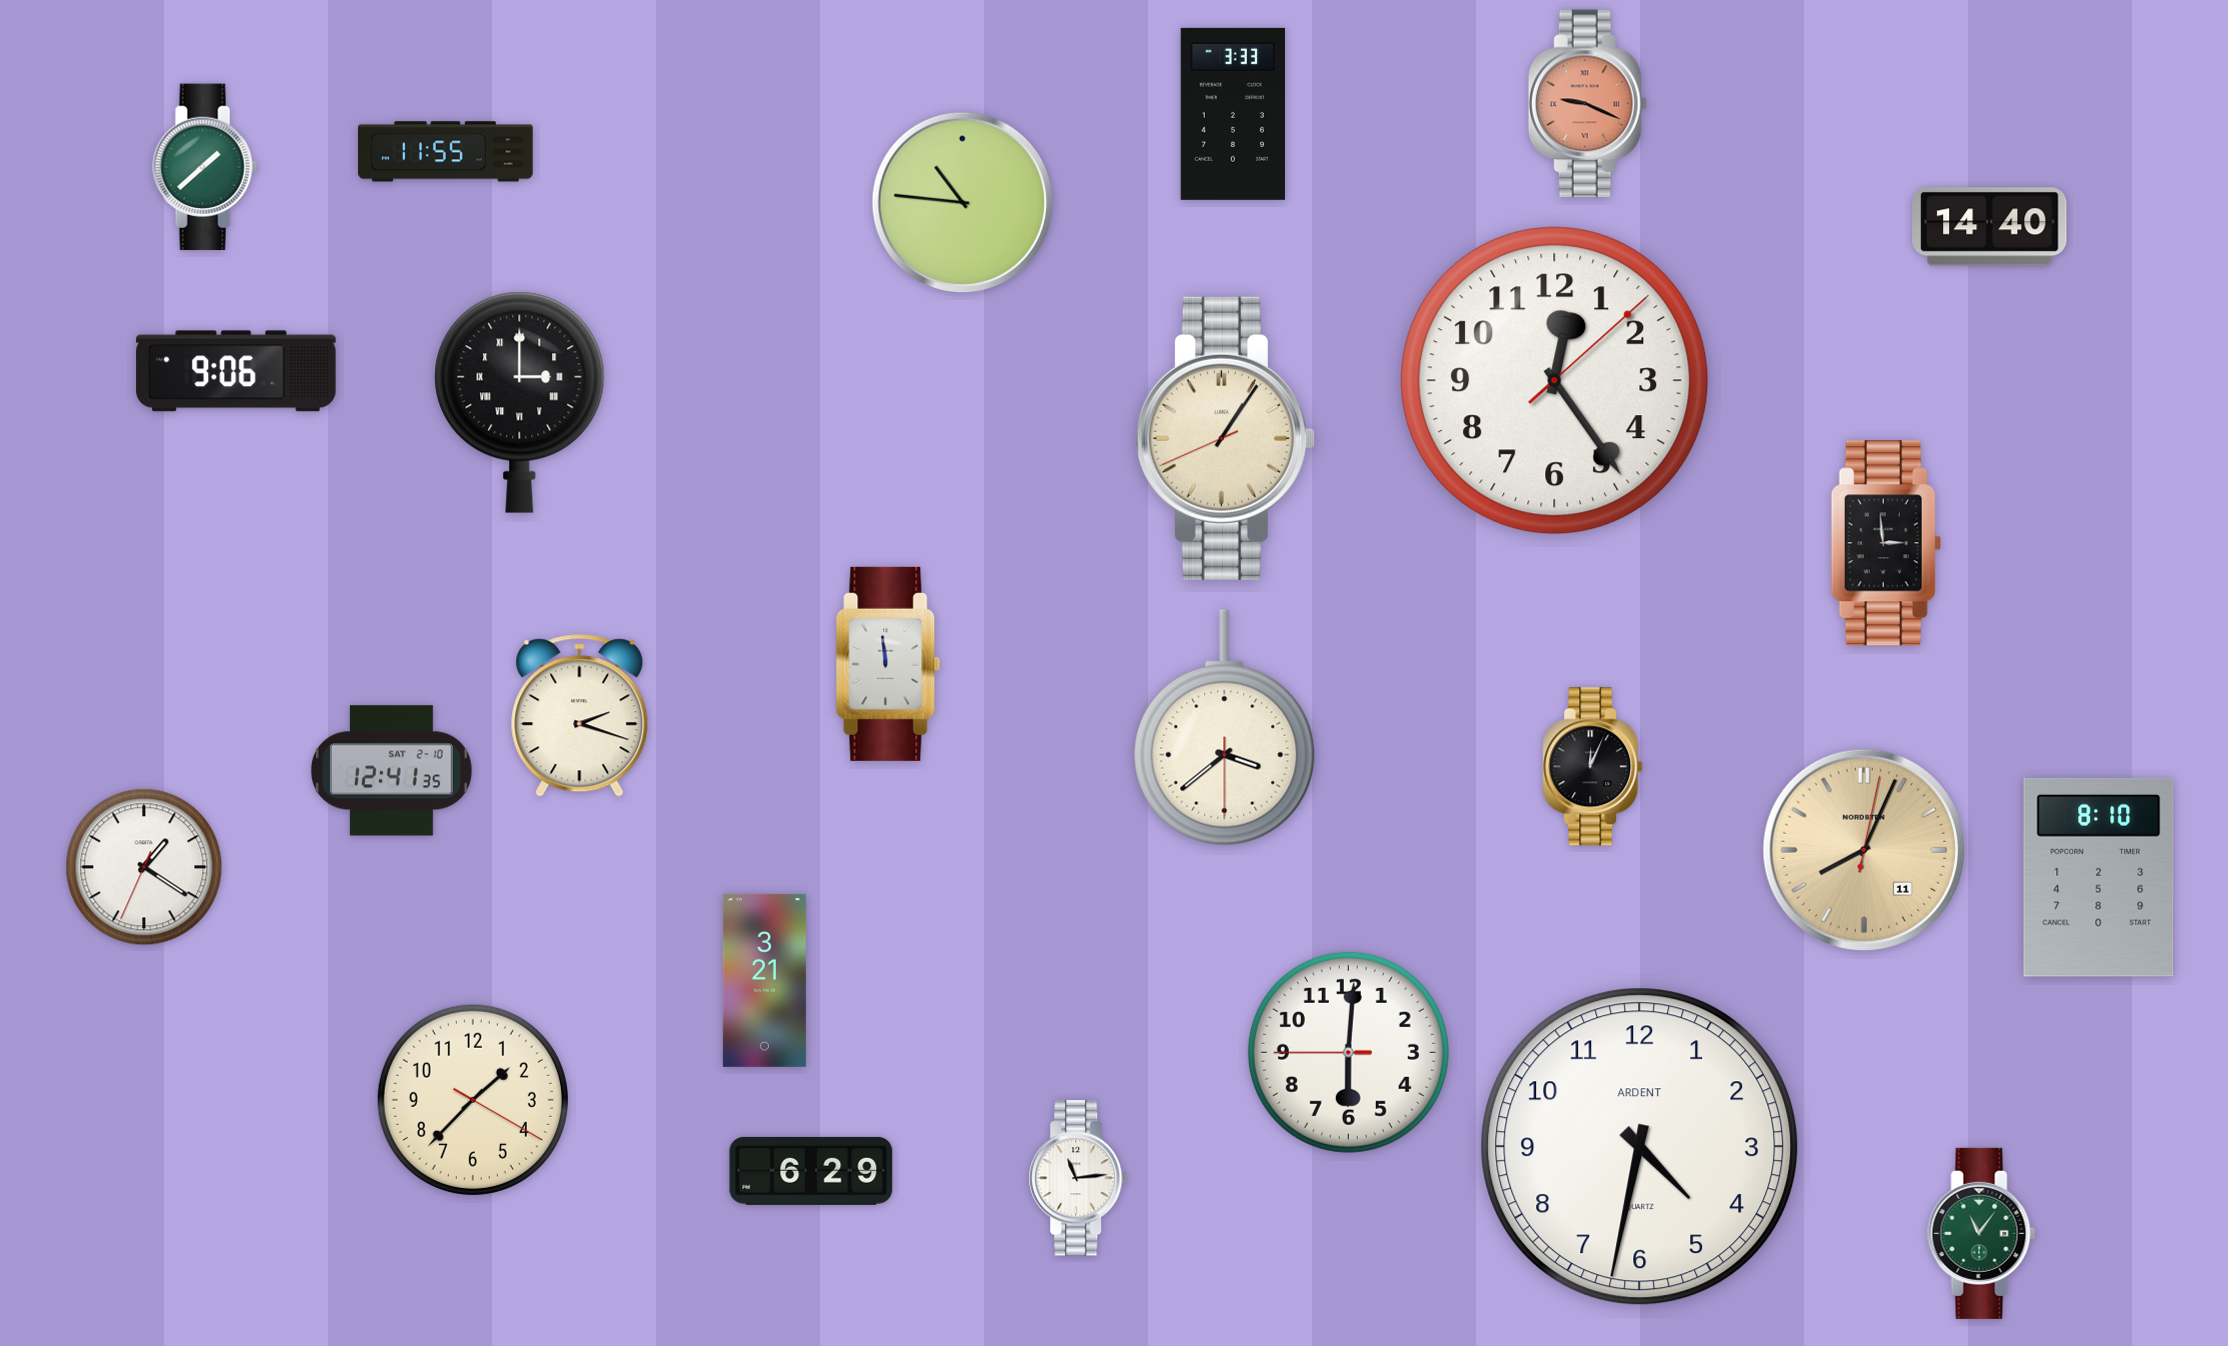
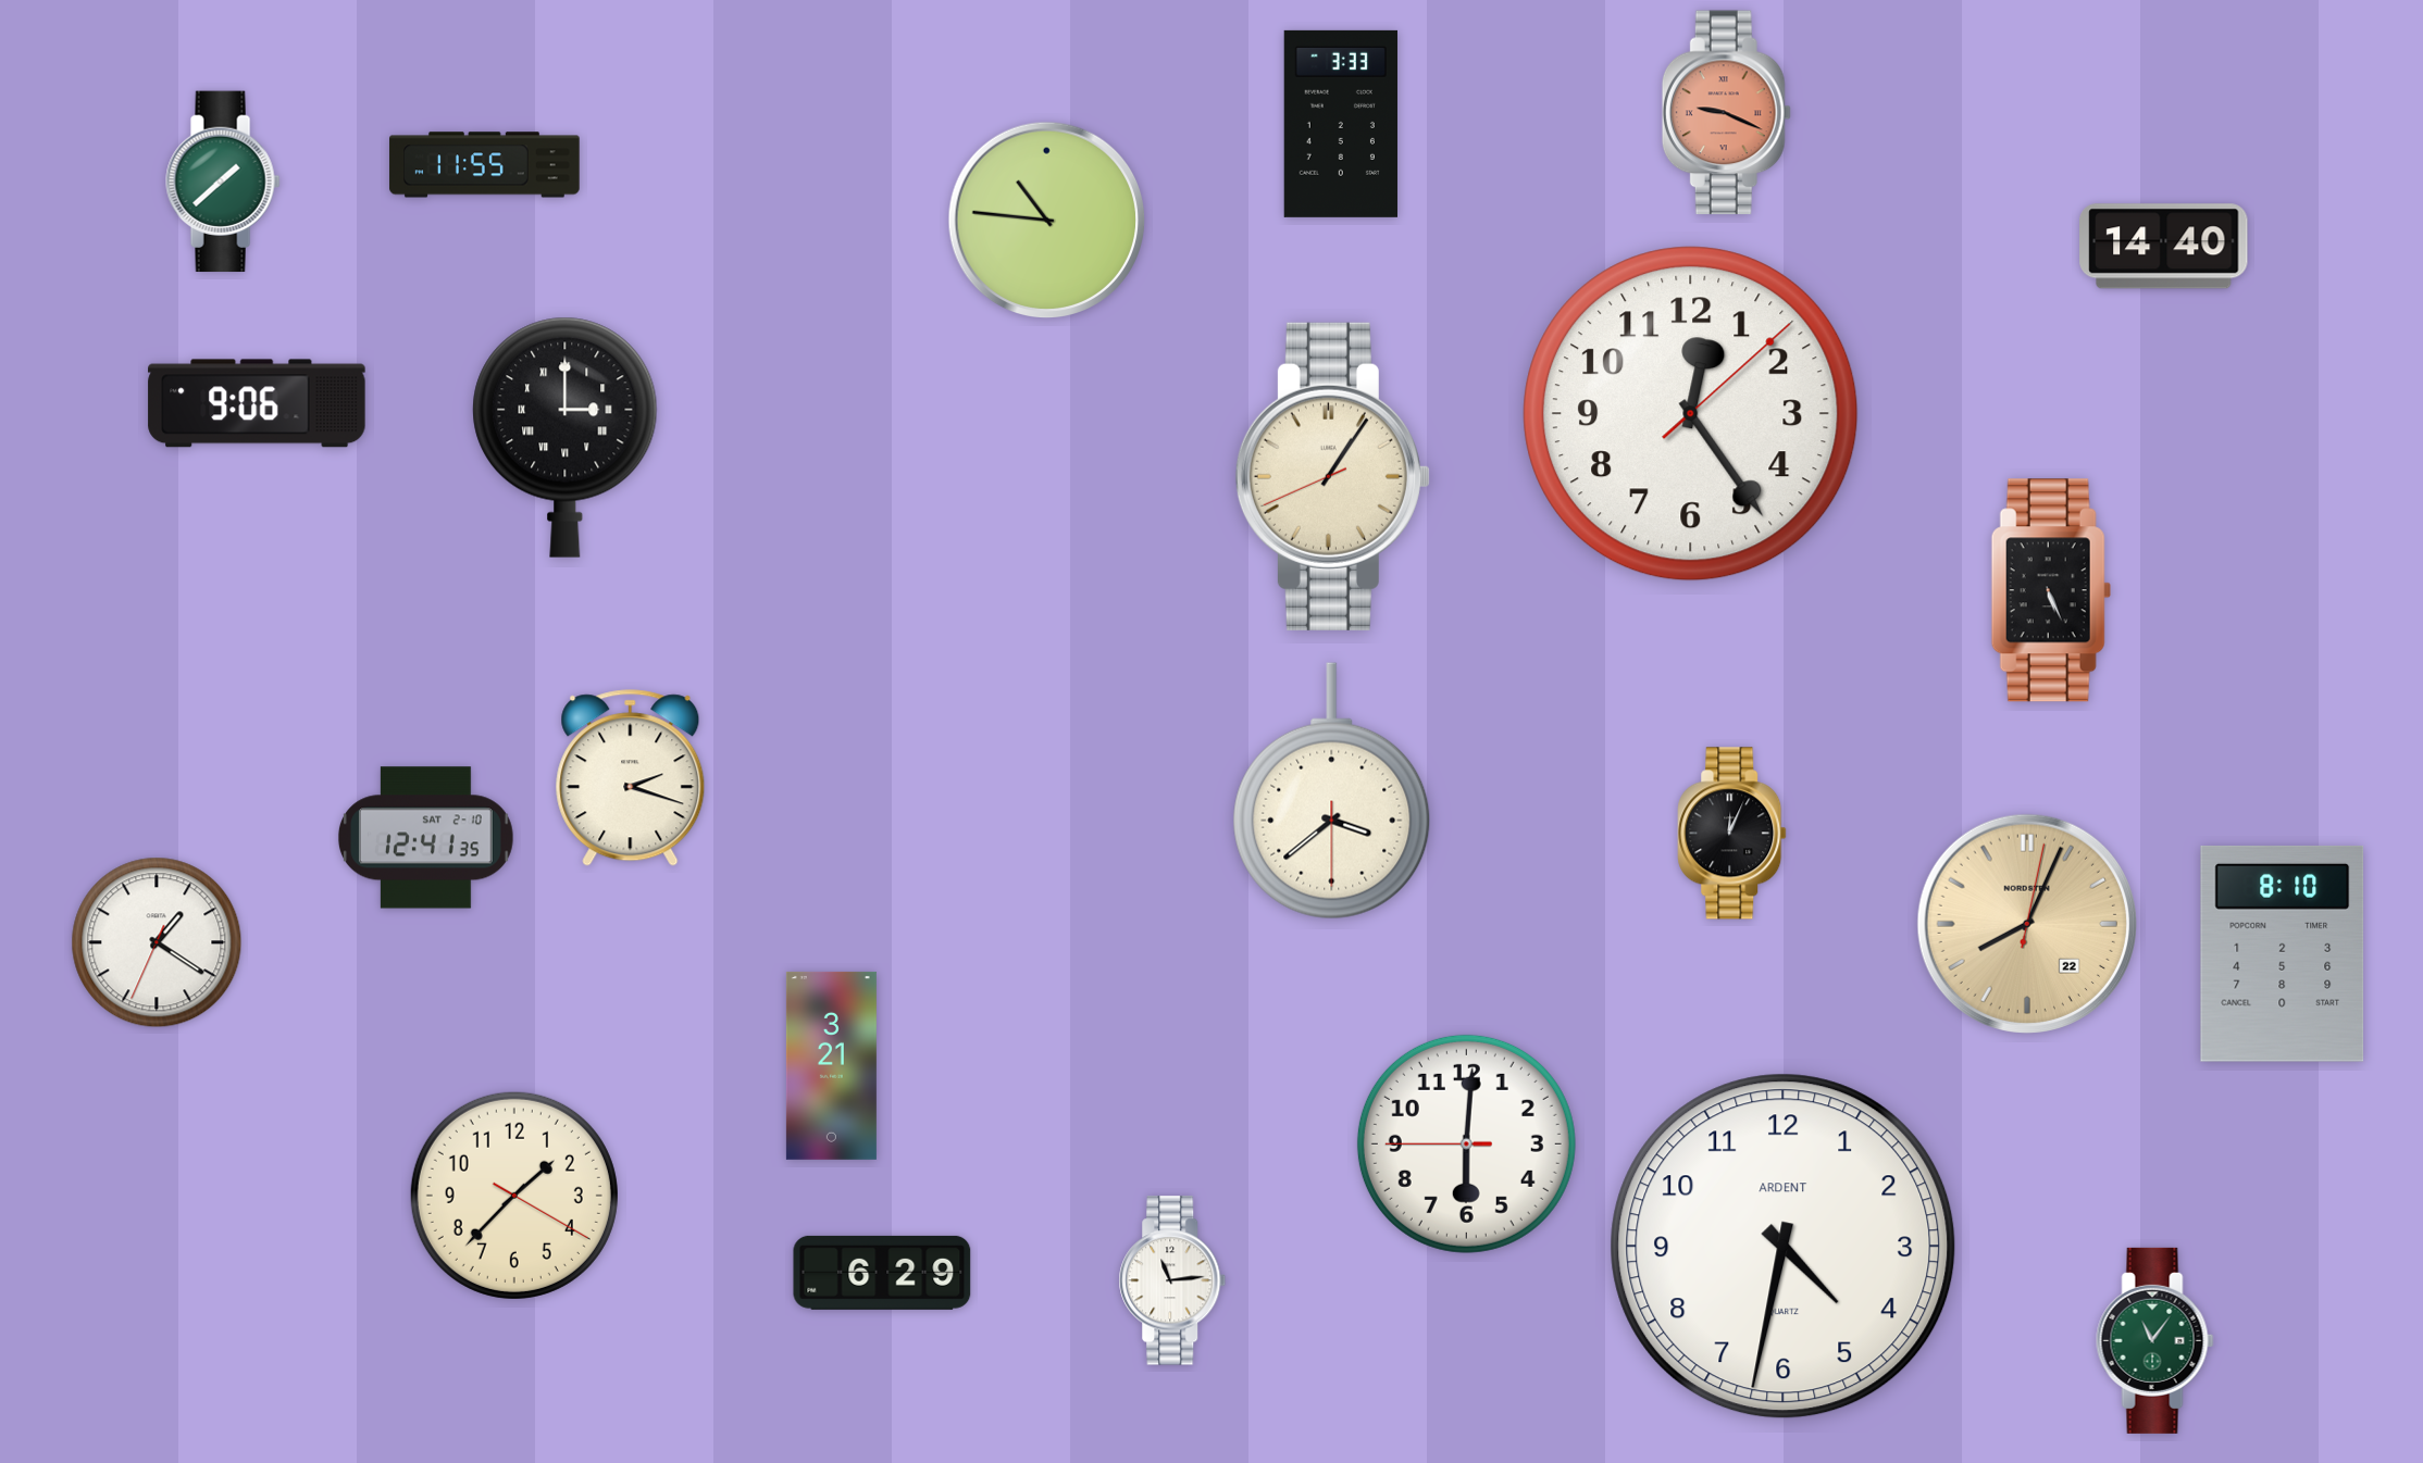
clock at (1886, 543): 2:59 -> 5:26
clock at (888, 664): 11:59 -> none
clock at (1864, 850) date: 11 -> 22
